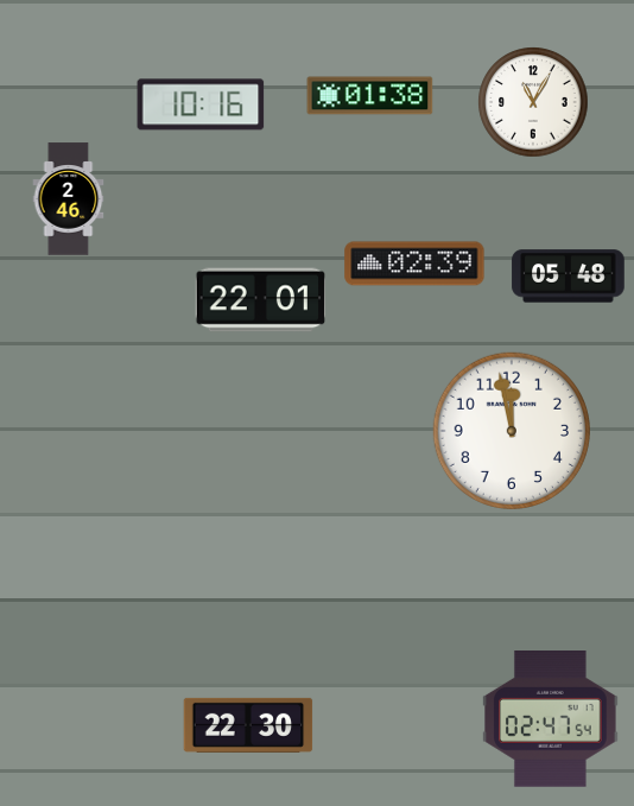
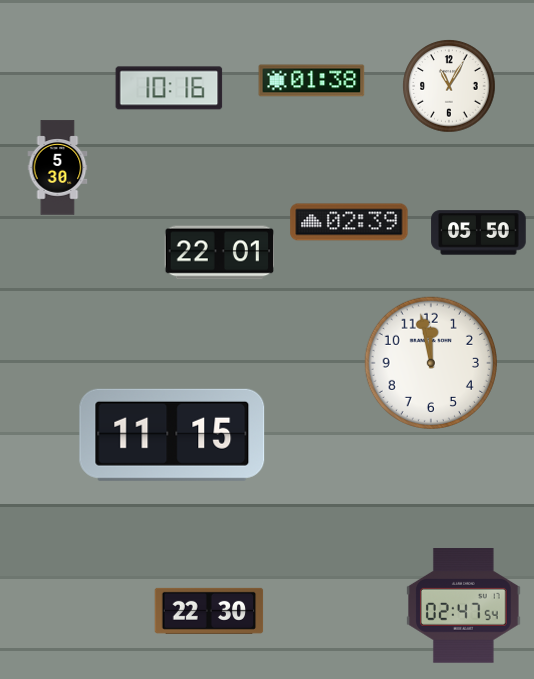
clock at (69, 199): 2:46 -> 5:30
clock at (569, 277): 05:48 -> 05:50
clock at (172, 435): none -> 11:15
